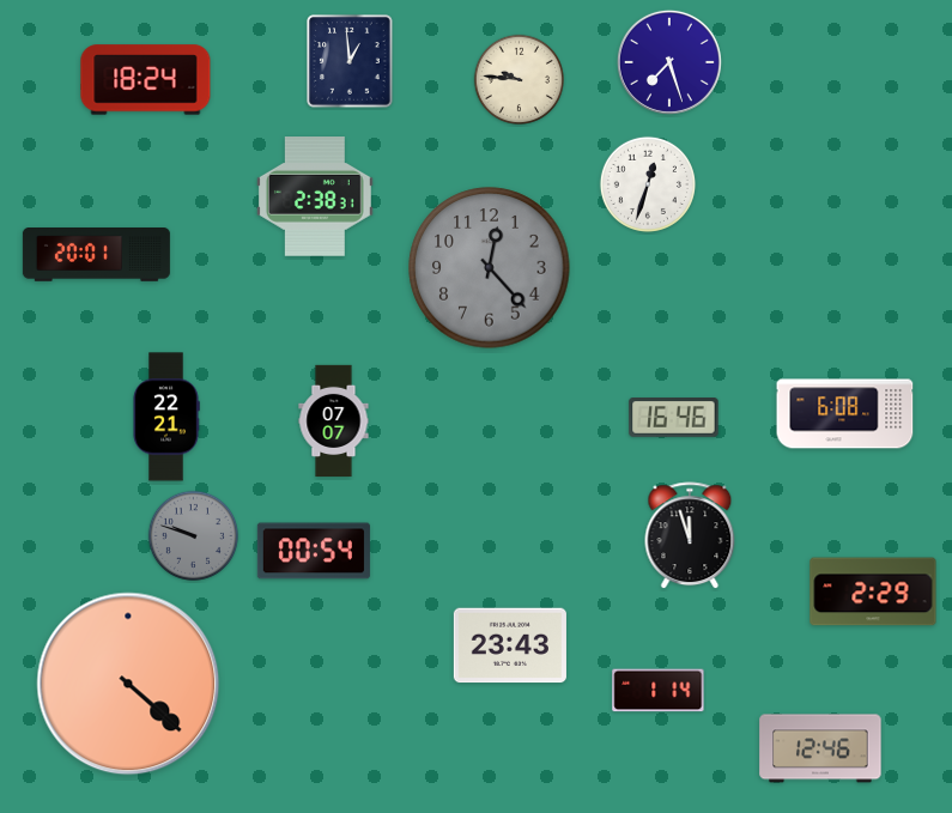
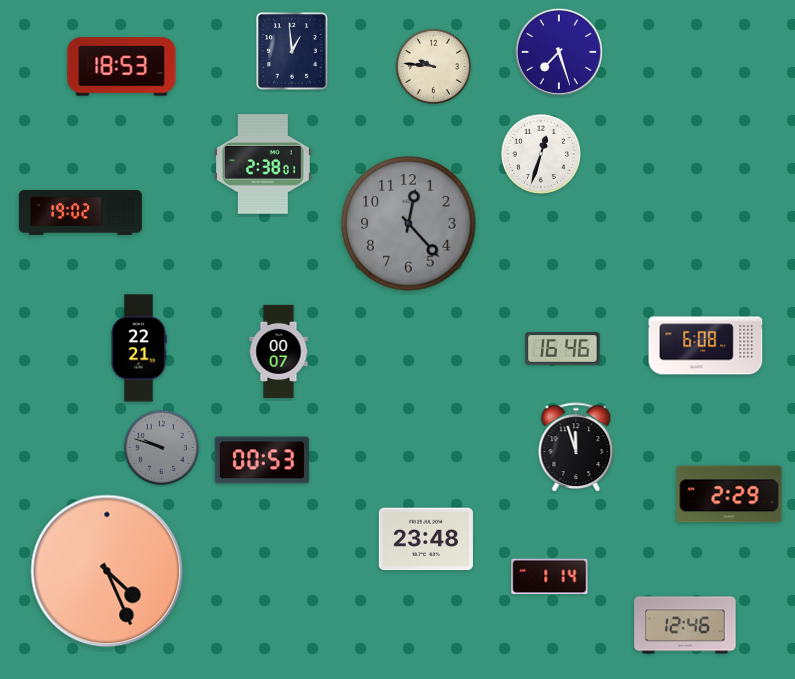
clock at (146, 80): 18:24 -> 18:53
clock at (315, 196): 2:38:31 -> 2:38:01
clock at (96, 255): 20:01 -> 19:02
clock at (334, 421): 07:07 -> 00:07
clock at (314, 551): 00:54 -> 00:53
clock at (510, 645): 23:43 -> 23:48
clock at (128, 684): 4:22 -> 4:26
